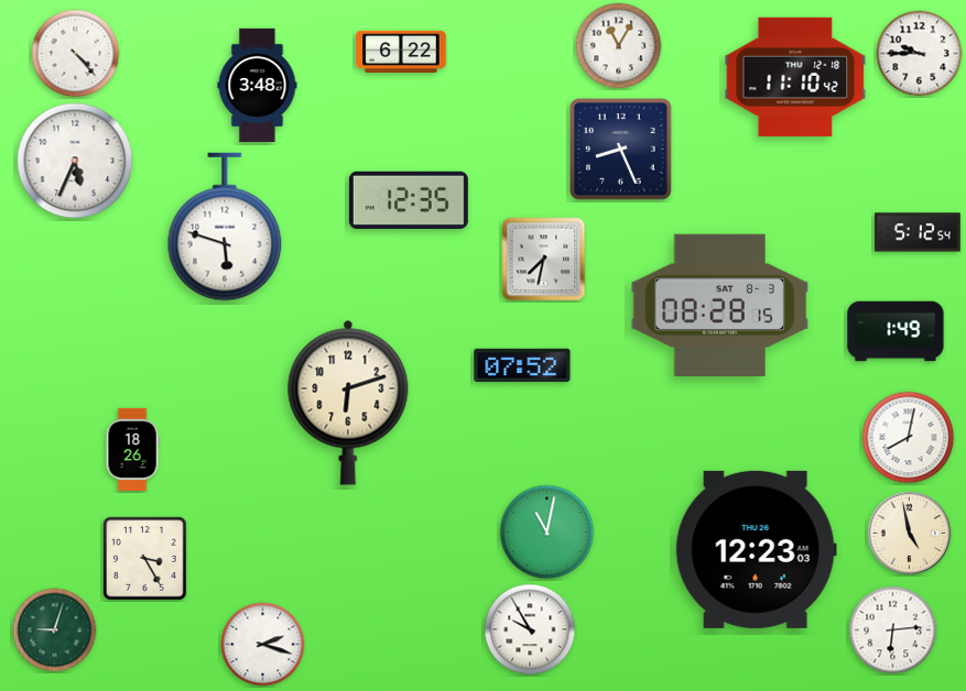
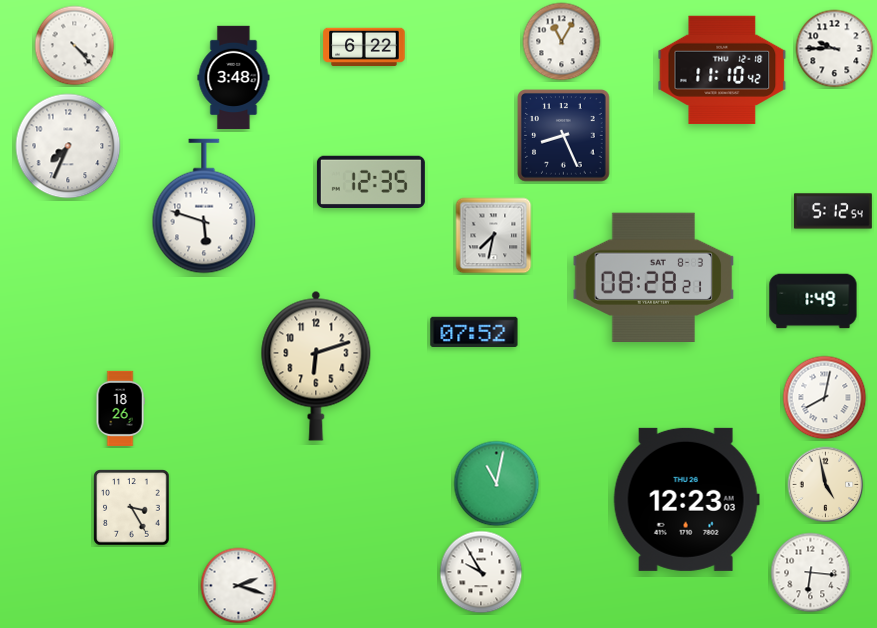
clock at (76, 54) position: (76, 54) -> (75, 46)
clock at (75, 161): 5:34 -> 7:34
clock at (720, 305): 08:28:15 -> 08:28:21
clock at (55, 630): 9:03 -> none
clock at (893, 630): 6:14 -> 6:16
